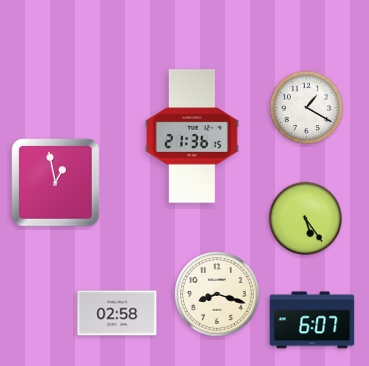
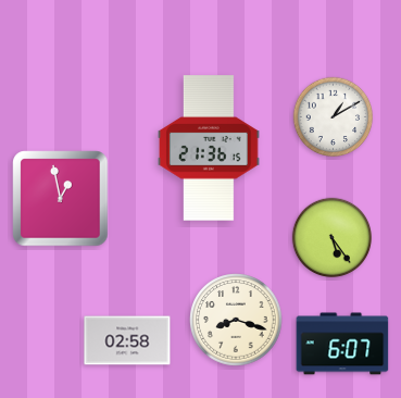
clock at (307, 108): 1:20 -> 1:10
clock at (312, 320) position: (312, 320) -> (342, 344)
